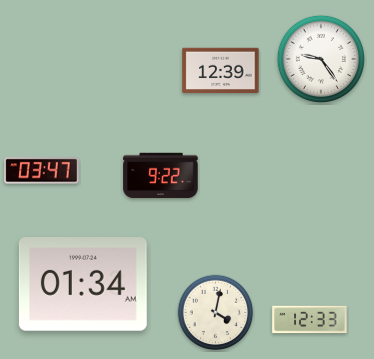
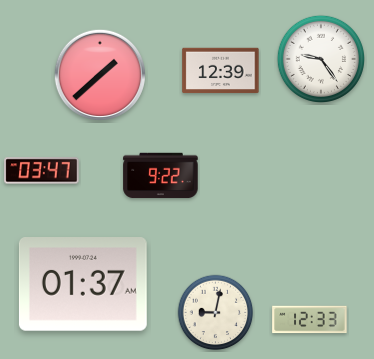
clock at (99, 75): none -> 1:38
clock at (83, 285): 01:34 -> 01:37
clock at (216, 313): 4:02 -> 9:02
